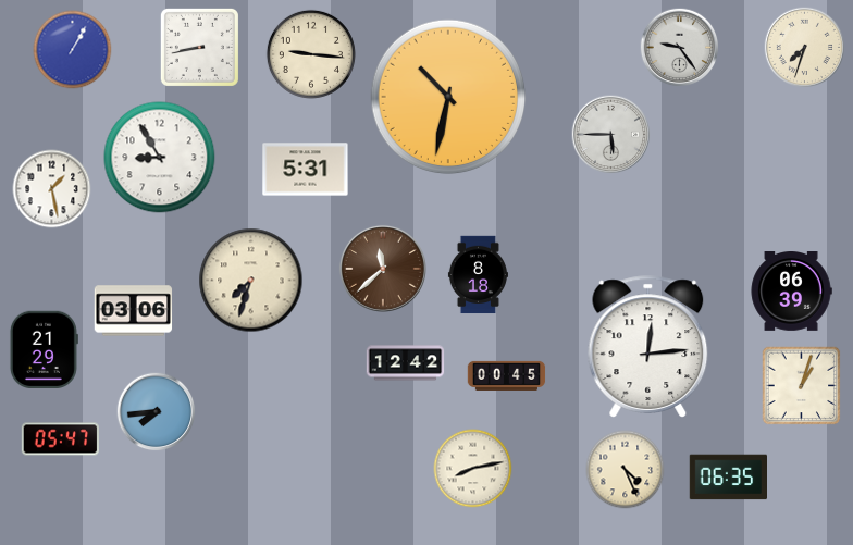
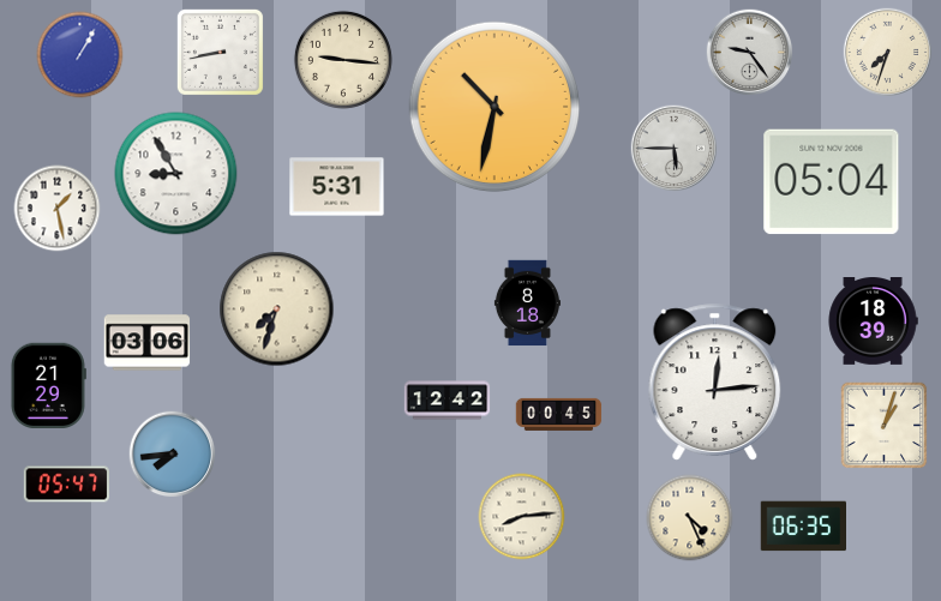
clock at (832, 182): none -> 05:04
clock at (383, 269): 11:38 -> none
clock at (791, 292): 06:39 -> 18:39
clock at (473, 469): 8:13 -> 8:14
